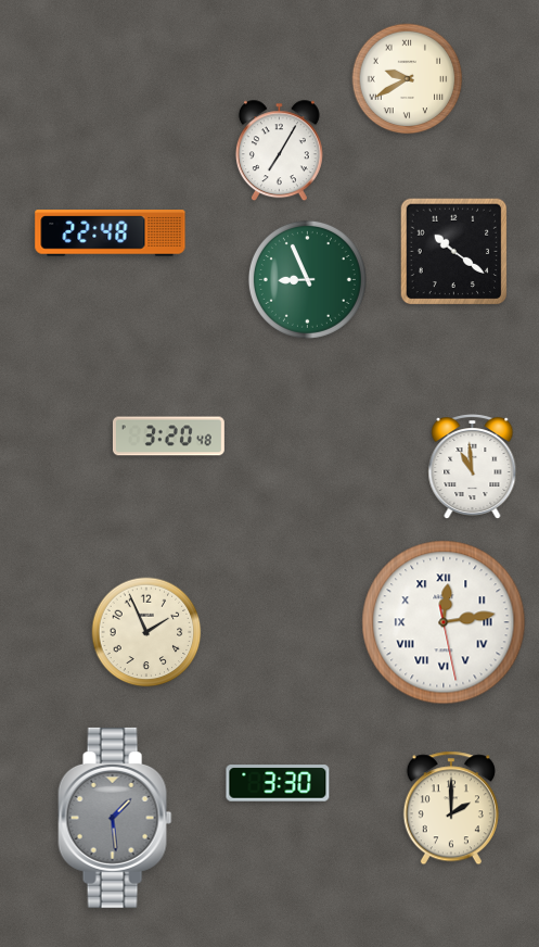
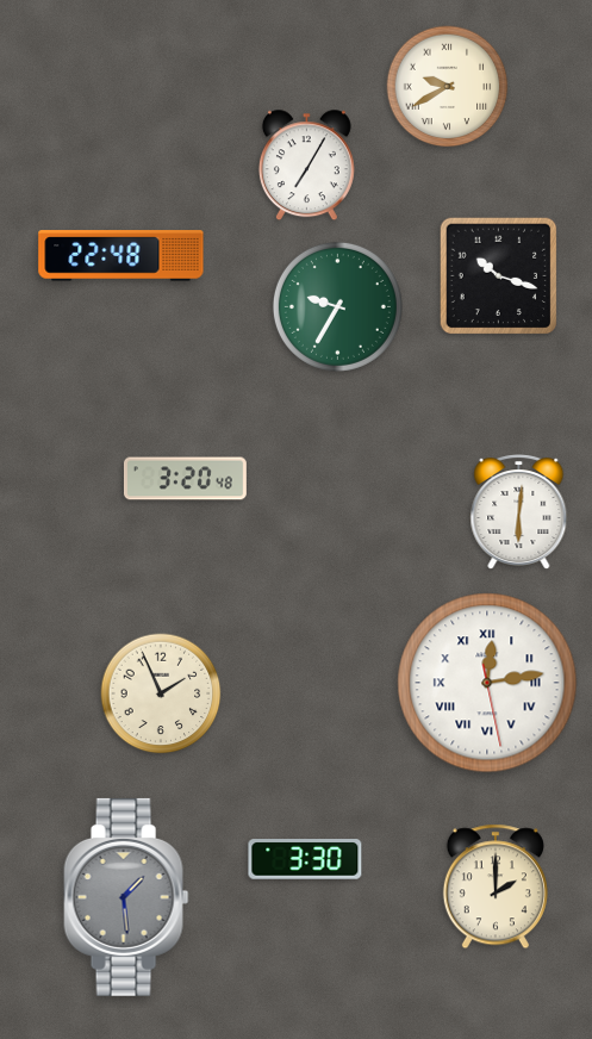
clock at (454, 252): 10:21 -> 10:18
clock at (307, 279): 8:56 -> 9:35
clock at (473, 467): 10:59 -> 6:01
